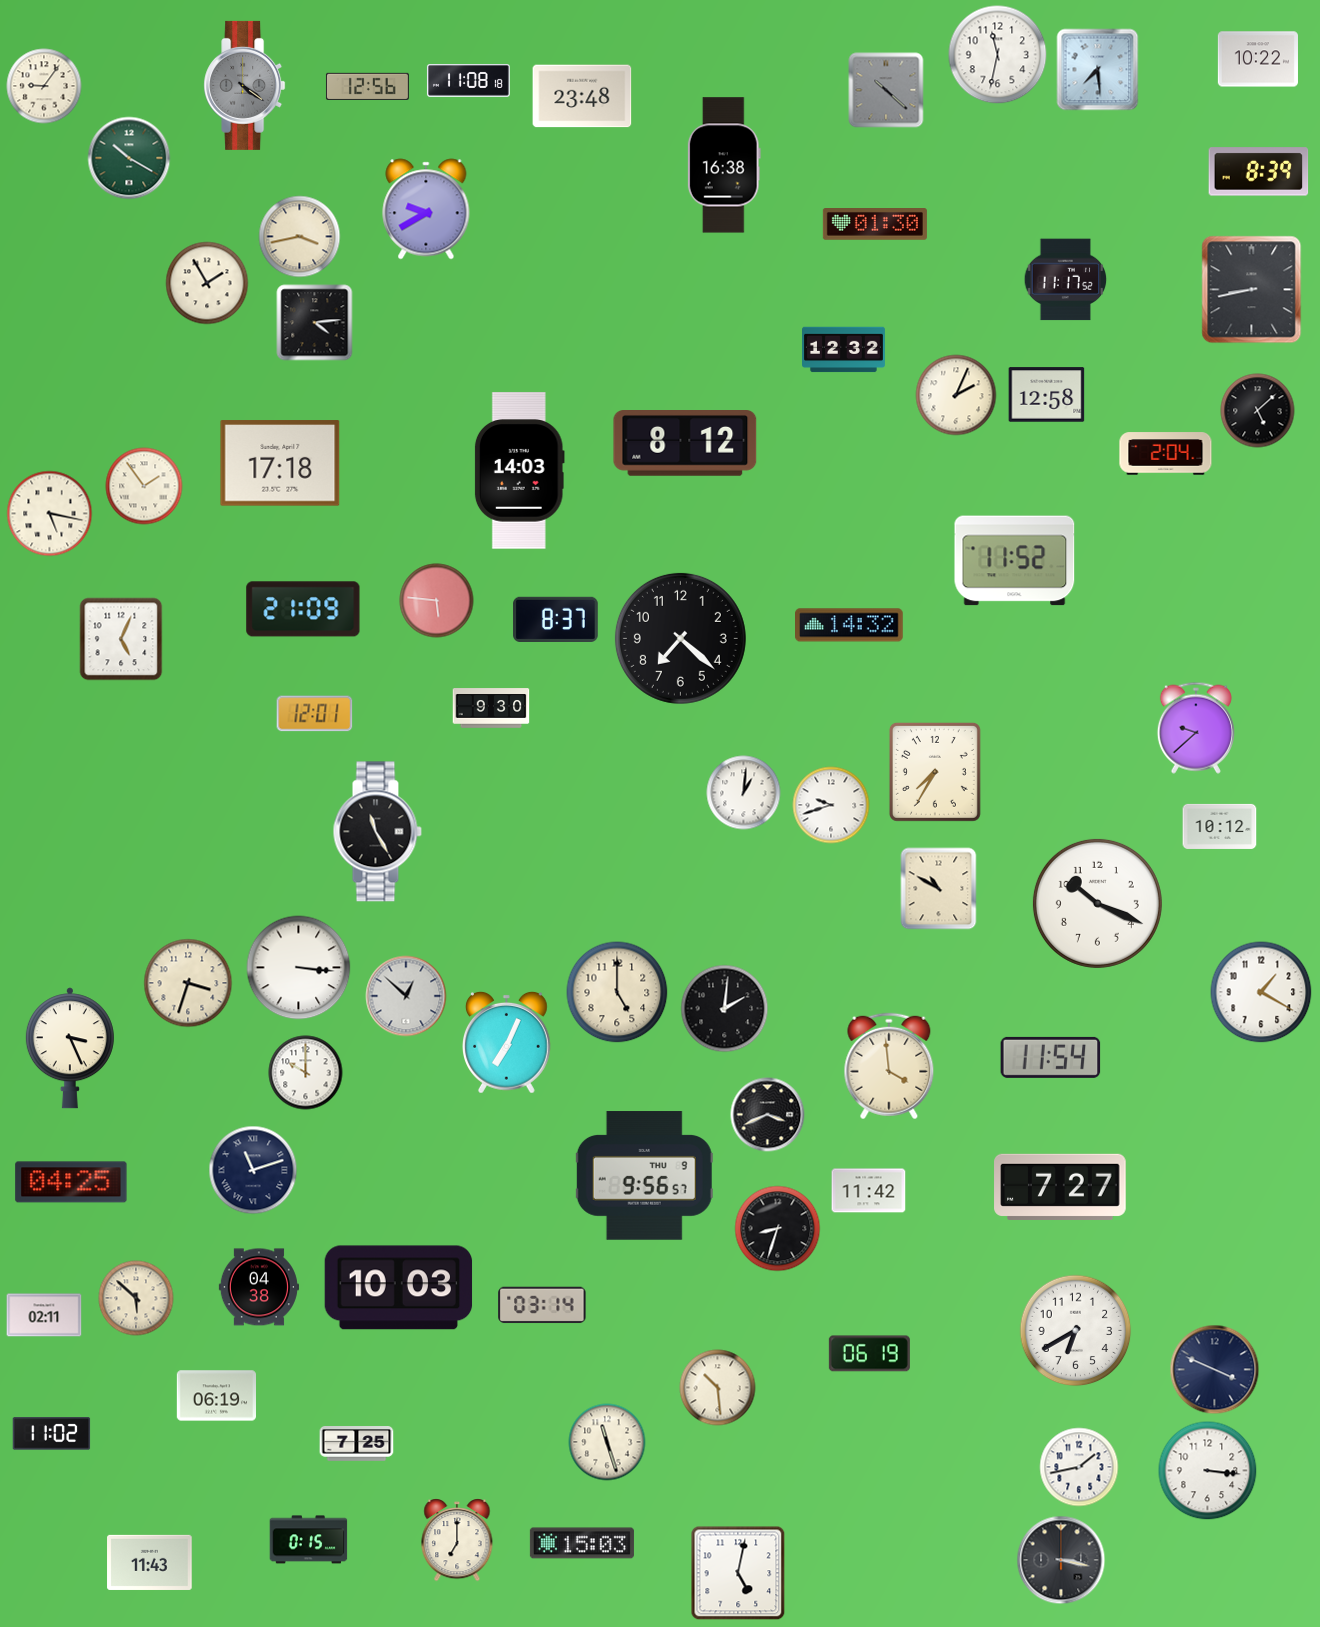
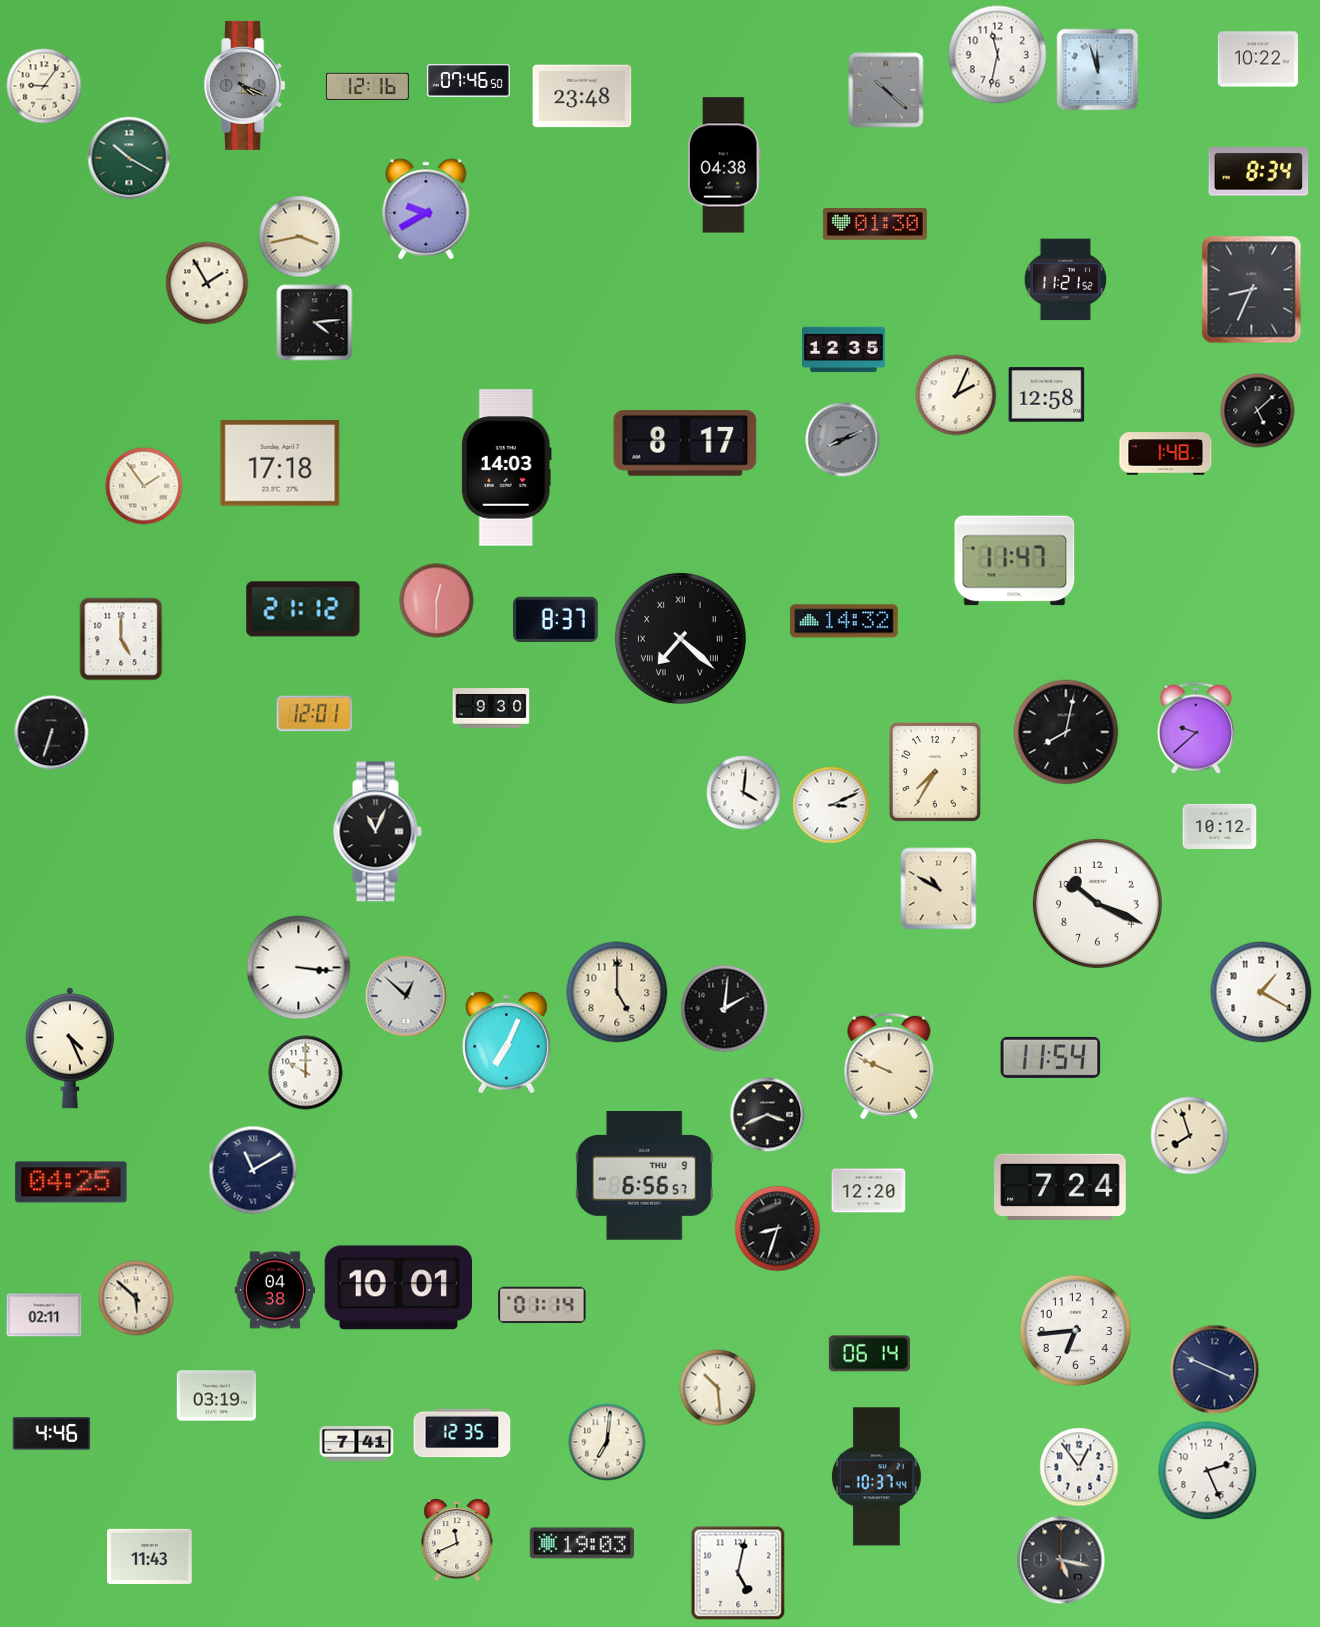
clock at (1098, 70): 7:29 -> 11:57
clock at (468, 81): 11:08 -> 07:46
clock at (245, 85): 4:21 -> 4:19
clock at (367, 86): 12:56 -> 12:16
clock at (724, 165): 16:38 -> 04:38
clock at (1259, 172): 8:39 -> 8:34
clock at (1066, 280): 11:17 -> 11:21
clock at (1252, 290): 8:43 -> 8:34
clock at (844, 350): 12:32 -> 12:35
clock at (843, 440): none -> 8:11
clock at (685, 444): 8:12 -> 8:17
clock at (1166, 454): 2:04 -> 1:48
clock at (519, 471) position: (519, 471) -> (506, 468)
clock at (50, 514): 5:17 -> none
clock at (1015, 561): 11:52 -> 11:47
clock at (437, 601): 5:46 -> 12:30
clock at (303, 609): 21:09 -> 21:12
clock at (850, 625) position: (850, 625) -> (845, 621)
clock at (680, 638) numerals: Arabic -> Roman
clock at (121, 639): 5:04 -> 5:00
clock at (1066, 732): none -> 8:02
clock at (52, 733): none -> 6:33
clock at (744, 793): 1:01 -> 4:01
clock at (831, 805): 9:42 -> 3:11
clock at (377, 832): 11:25 -> 11:04
clock at (188, 983): 3:33 -> none
clock at (70, 1048): 3:26 -> 4:26
clock at (889, 1066): 3:59 -> 9:49
clock at (1190, 1136): none -> 7:57
clock at (253, 1170): 11:12 -> 11:10
clock at (644, 1176): 9:56 -> 6:56
clock at (1060, 1187): 7:27 -> 7:24
clock at (869, 1191): 11:42 -> 12:20
clock at (259, 1287) position: (259, 1287) -> (275, 1290)
clock at (399, 1288): 10:03 -> 10:01
clock at (542, 1305): 03:14 -> 01:14
clock at (1076, 1331): 6:40 -> 6:44
clock at (869, 1354): 06:19 -> 06:14
clock at (216, 1396): 06:19 -> 03:19
clock at (462, 1433): none -> 12:35
clock at (52, 1434): 11:02 -> 4:46
clock at (607, 1442): 11:27 -> 7:01
clock at (357, 1444): 7:25 -> 7:41
clock at (1079, 1467): 1:43 -> 12:54
clock at (1208, 1471): 3:16 -> 2:26
clock at (876, 1477): none -> 10:37
clock at (309, 1540): 0:15 -> none
clock at (457, 1540): 7:00 -> 11:41
clock at (582, 1543): 15:03 -> 19:03
clock at (1061, 1560): 3:17 -> 5:17
clock at (150, 1562) position: (150, 1562) -> (150, 1556)
